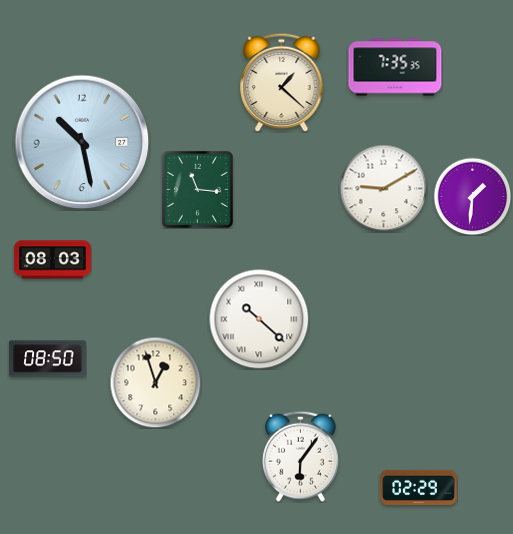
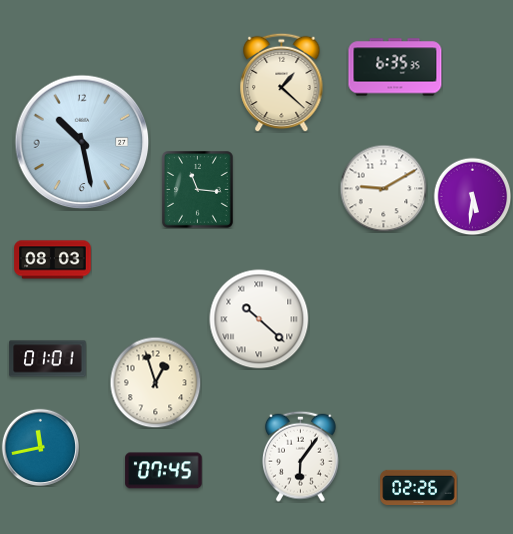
clock at (395, 67): 7:35 -> 6:35
clock at (472, 196): 1:31 -> 5:31
clock at (48, 359): 08:50 -> 01:01
clock at (40, 447): none -> 11:43
clock at (164, 471): none -> 07:45
clock at (419, 487): 02:29 -> 02:26
